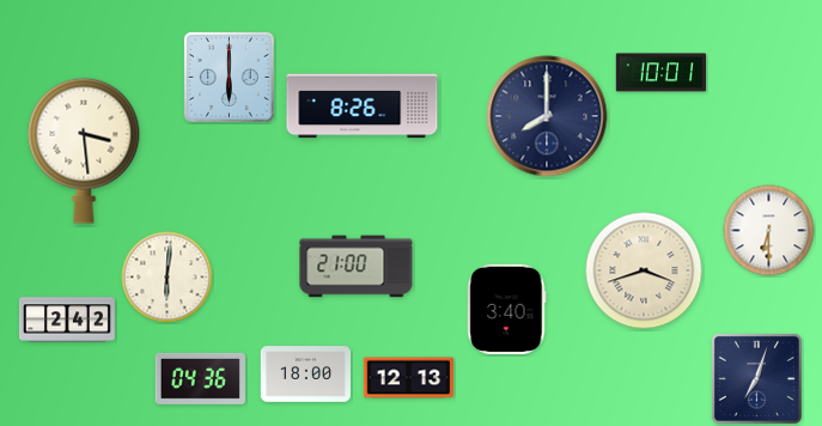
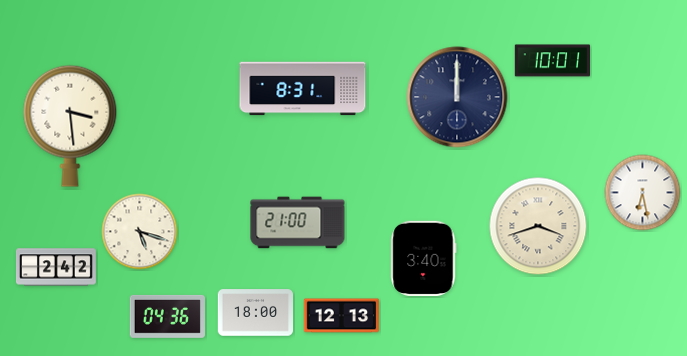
clock at (229, 77): 6:00 -> none
clock at (363, 106): 8:26 -> 8:31
clock at (547, 116): 8:00 -> 12:00
clock at (769, 231): 6:30 -> 6:28
clock at (168, 278): 6:01 -> 5:18
clock at (756, 378): 7:03 -> none
